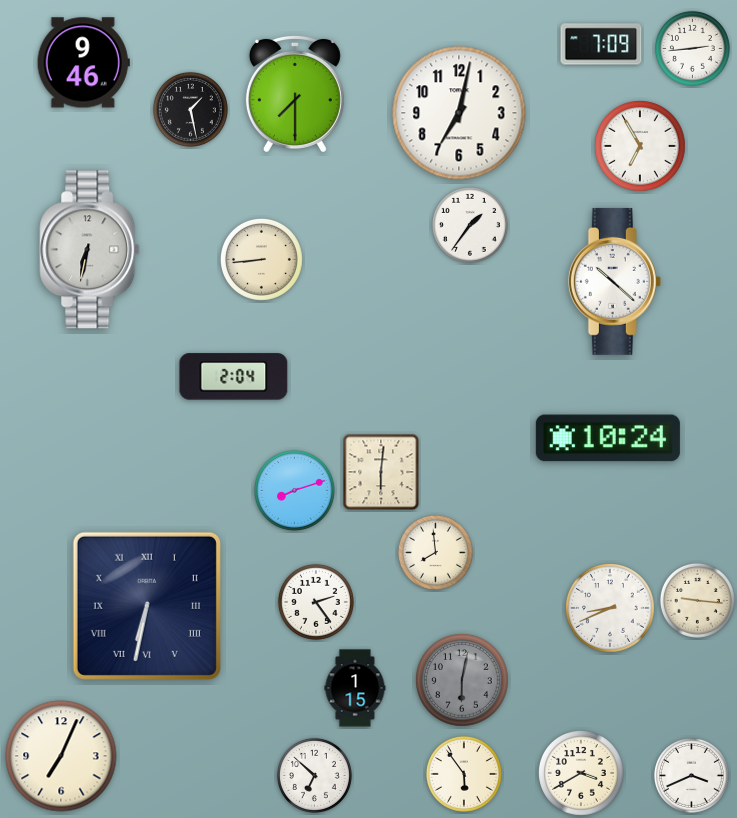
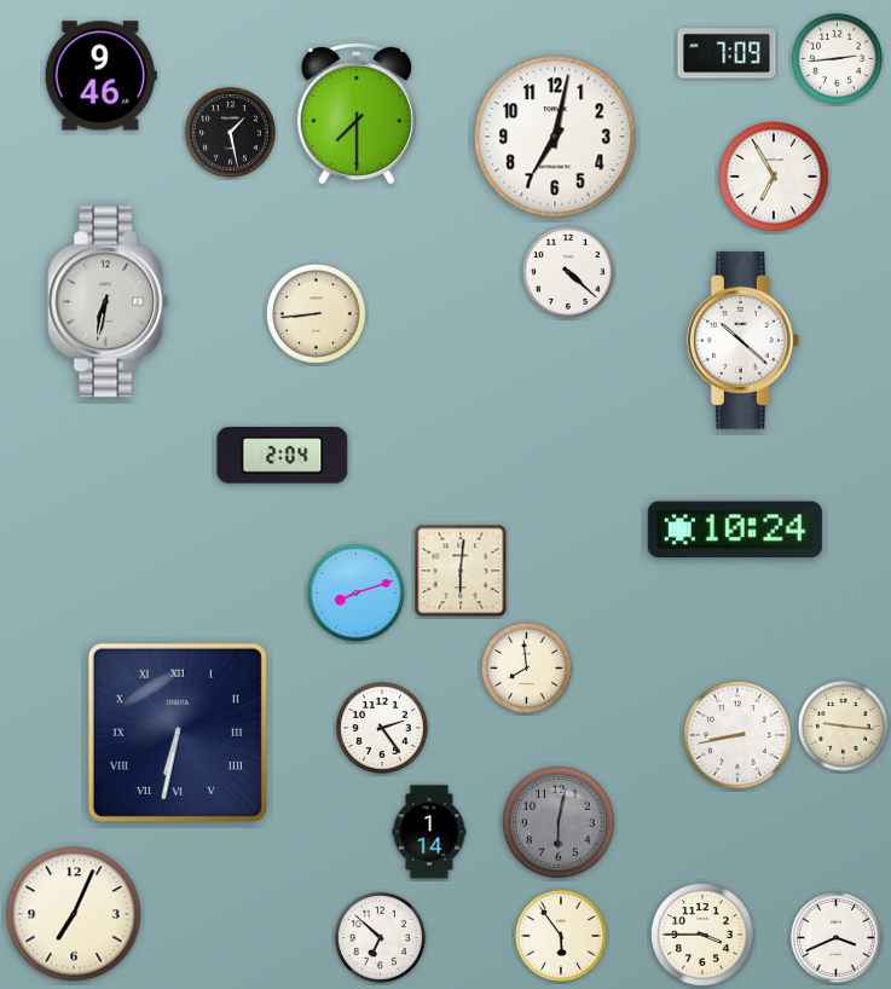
clock at (470, 225): 1:36 -> 4:22
clock at (611, 609): 8:41 -> 8:43
clock at (355, 688): 1:15 -> 1:14
clock at (582, 774): 3:40 -> 3:45
